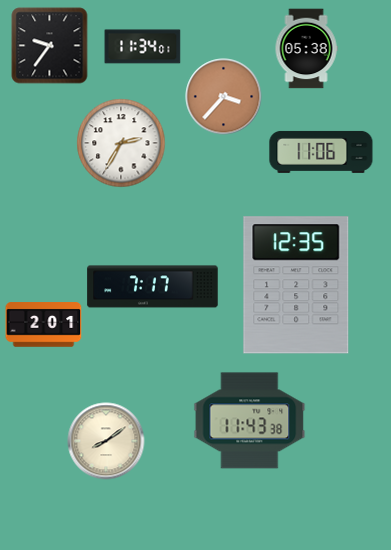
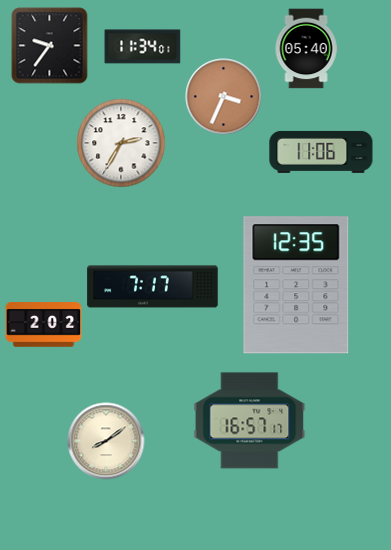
clock at (306, 49): 05:38 -> 05:40
clock at (224, 97): 3:37 -> 3:34
clock at (44, 325): 2:01 -> 2:02
clock at (250, 421): 11:43 -> 16:57
